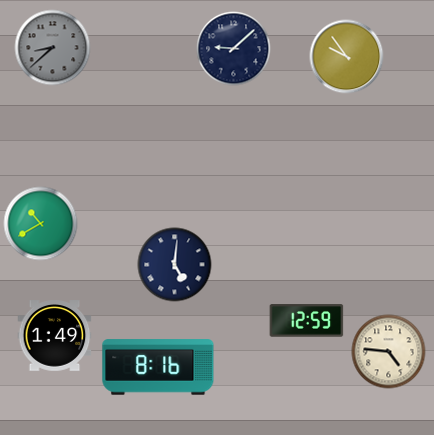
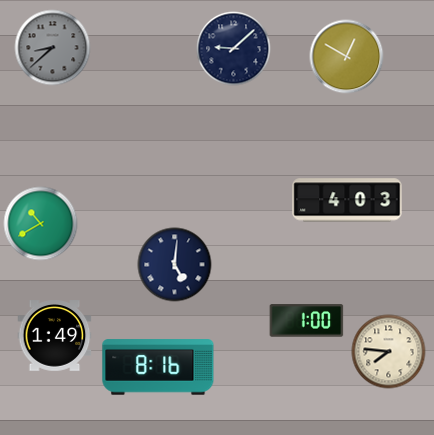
clock at (347, 57): 9:54 -> 12:50
clock at (347, 200): none -> 4:03
clock at (307, 321): 12:59 -> 1:00
clock at (389, 352): 4:46 -> 7:46
